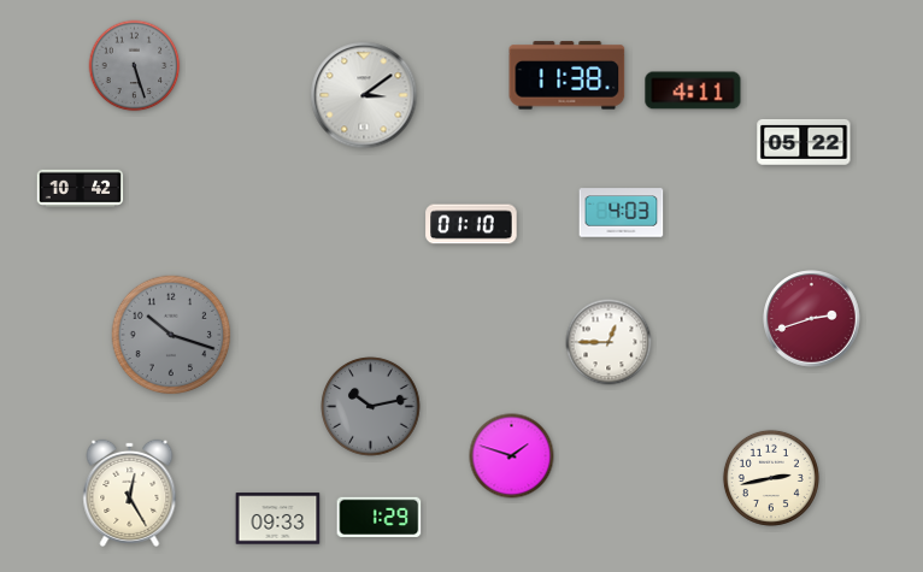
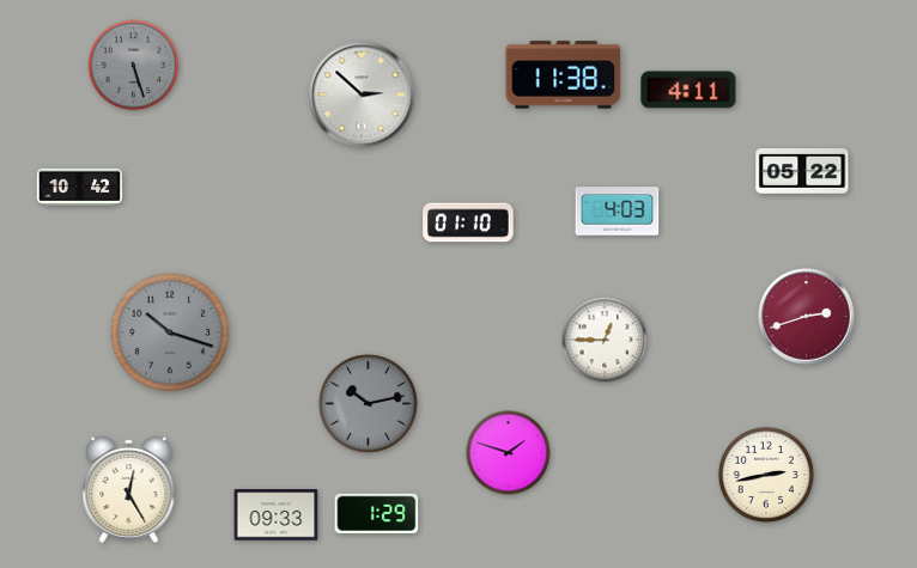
clock at (364, 95): 3:09 -> 2:52
clock at (804, 142) position: (804, 142) -> (802, 171)
